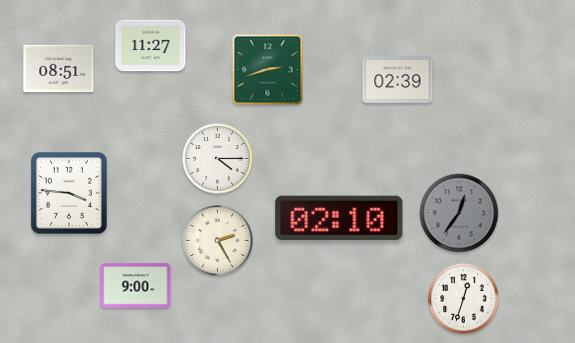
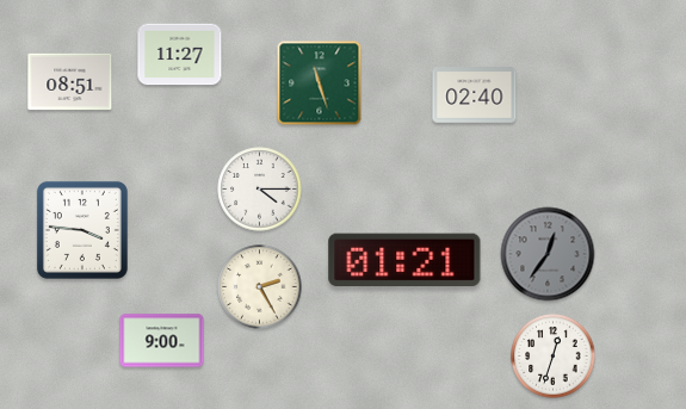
clock at (268, 70): 2:42 -> 11:27
clock at (398, 80): 02:39 -> 02:40
clock at (339, 218): 02:10 -> 01:21
